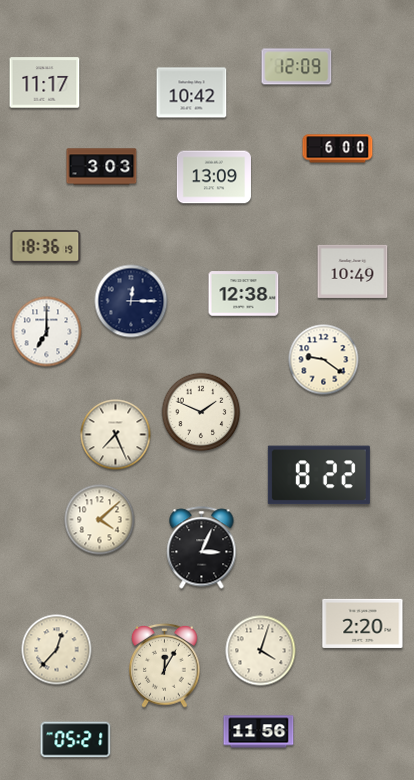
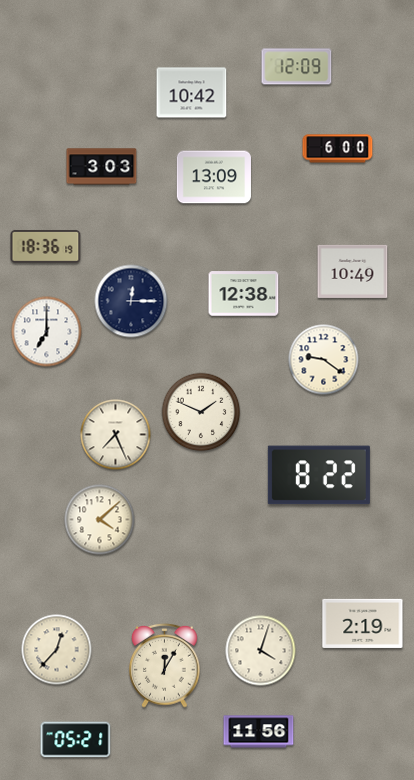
clock at (45, 83): 11:17 -> none
clock at (202, 548): 3:04 -> none
clock at (363, 623): 2:20 -> 2:19
